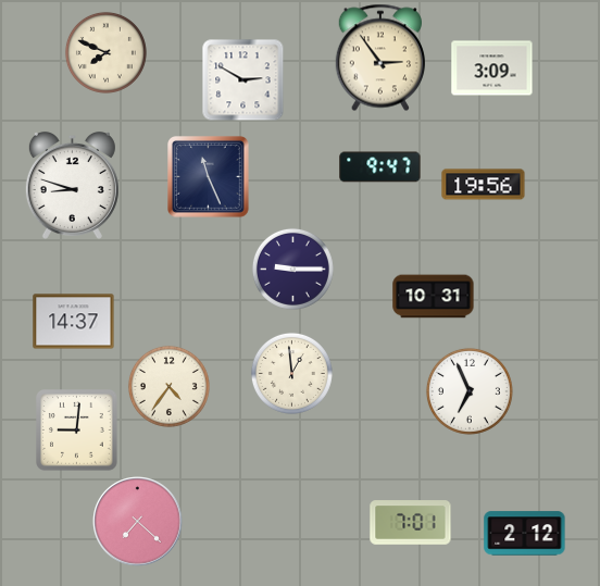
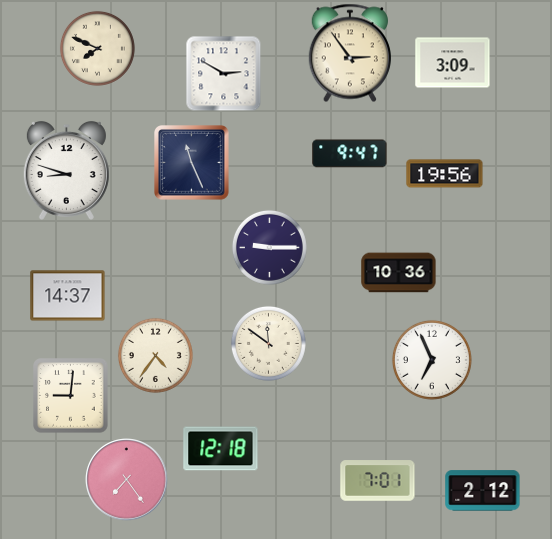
clock at (484, 185) position: (484, 185) -> (445, 174)
clock at (434, 297): 10:31 -> 10:36
clock at (291, 373): 12:59 -> 11:51
clock at (221, 449): none -> 12:18
clock at (138, 522): 7:22 -> 7:24
